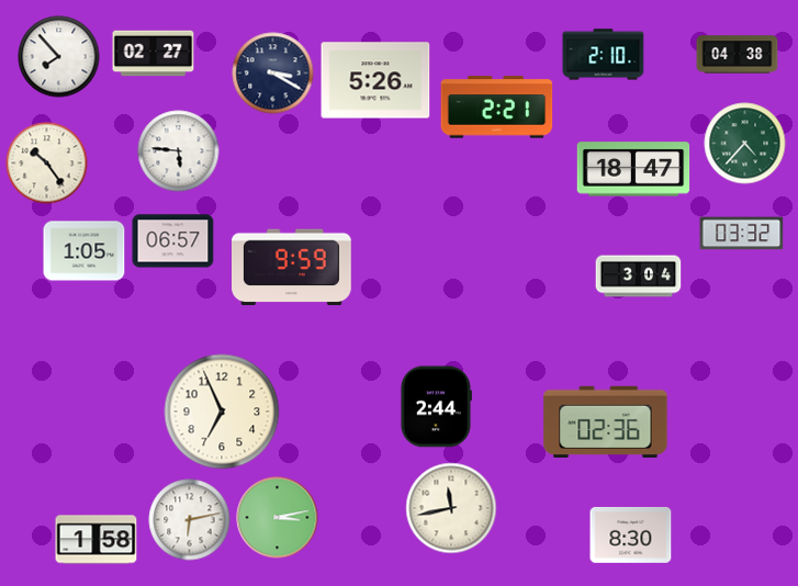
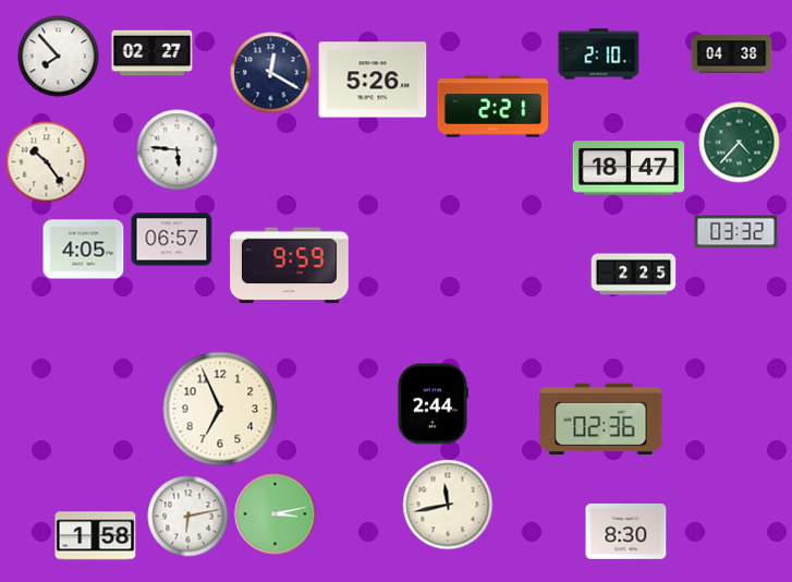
clock at (273, 74): 3:20 -> 12:20
clock at (85, 251): 1:05 -> 4:05
clock at (639, 277): 3:04 -> 2:25
